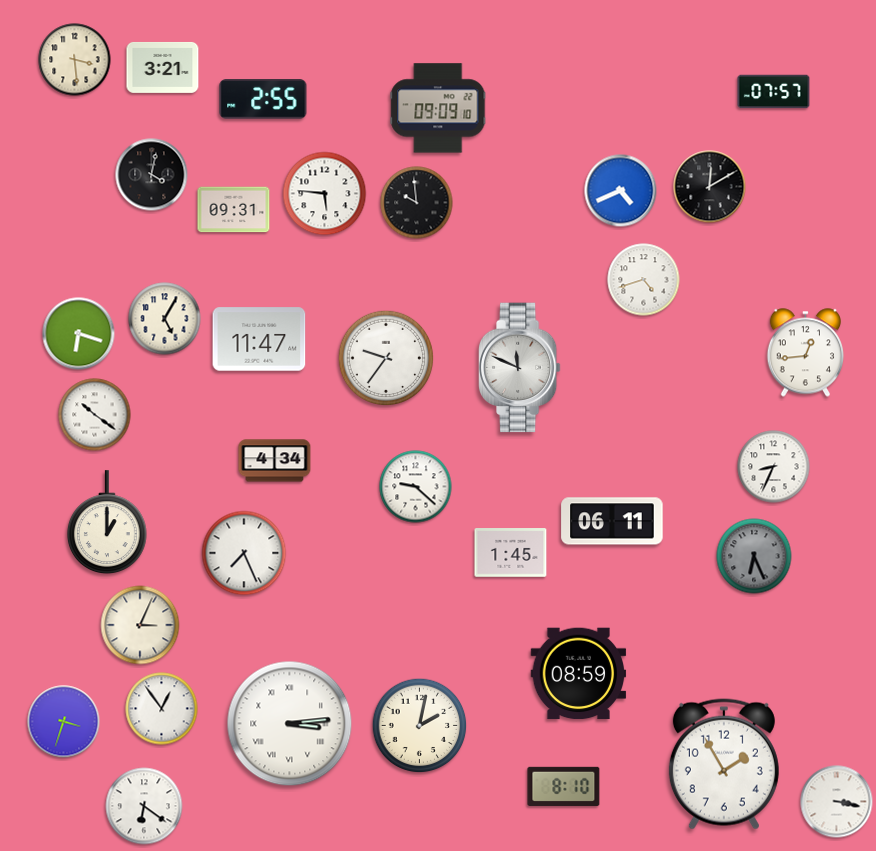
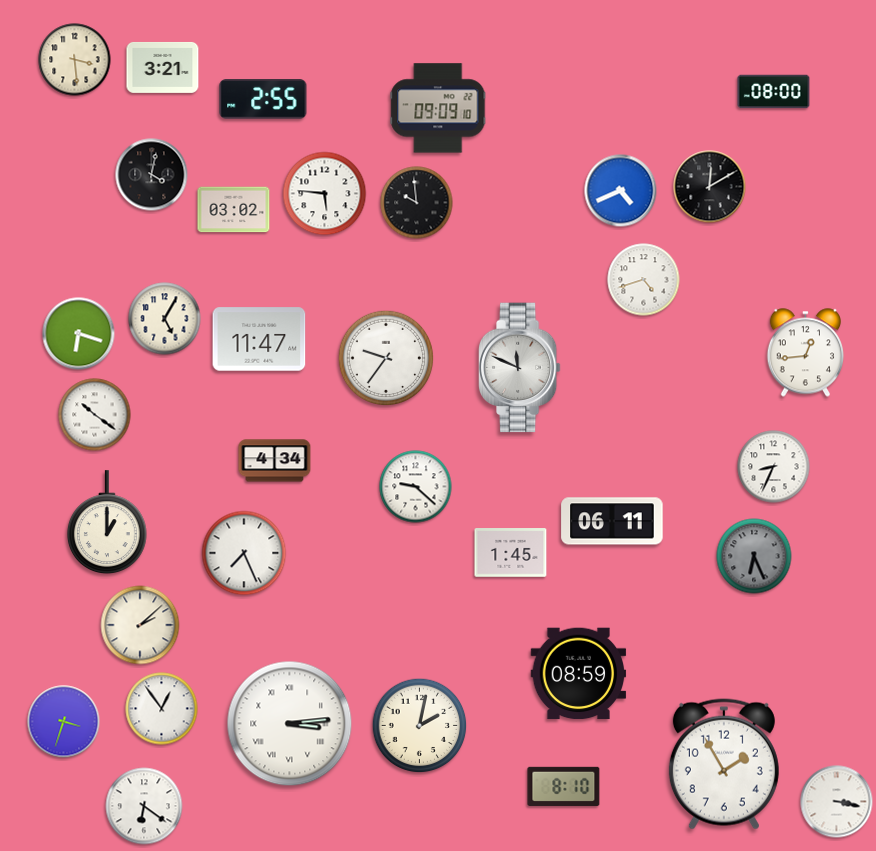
clock at (774, 92): 07:57 -> 08:00
clock at (234, 210): 09:31 -> 03:02
clock at (140, 625): 3:04 -> 2:08
